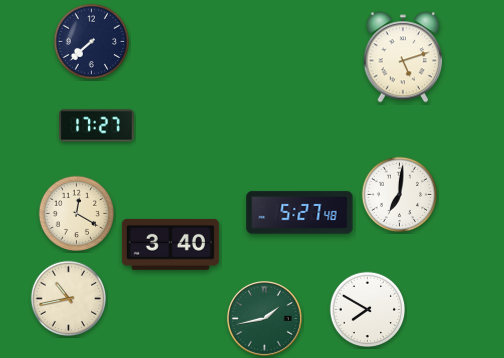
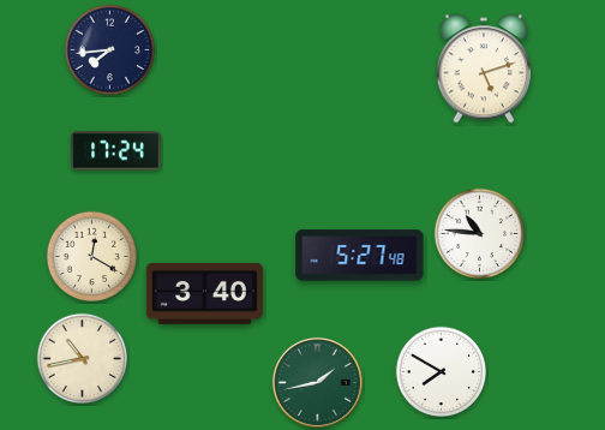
clock at (92, 42): 7:38 -> 7:44
clock at (97, 126): 17:27 -> 17:24
clock at (400, 195): 7:01 -> 10:46
